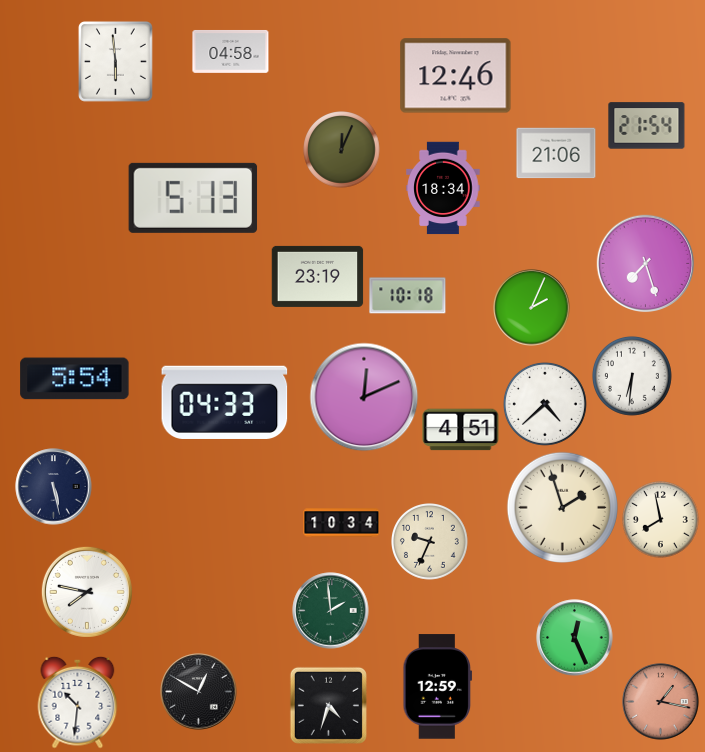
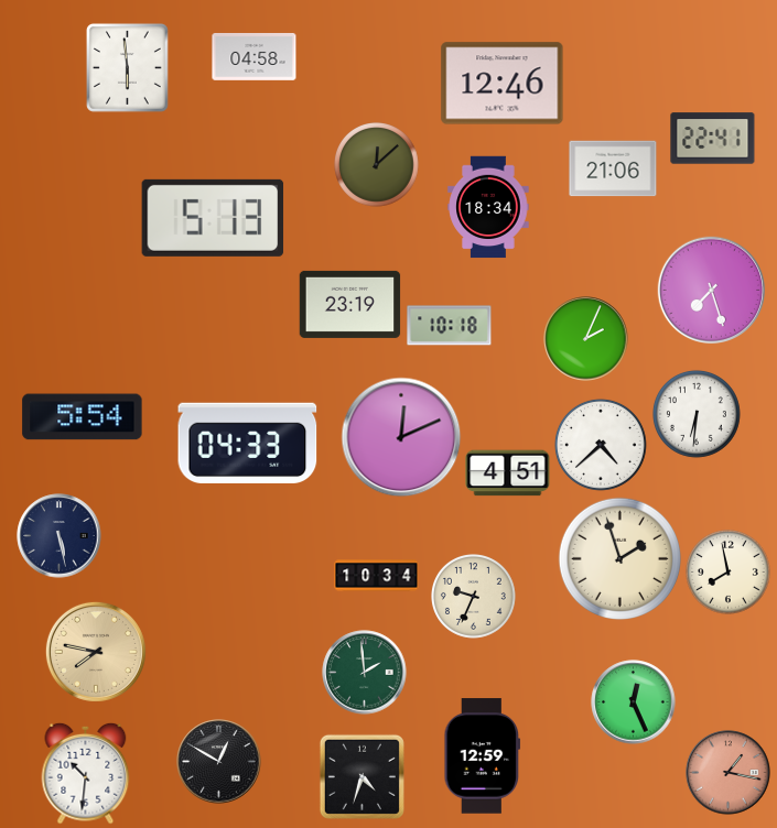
clock at (647, 126): 21:54 -> 22:41
clock at (342, 150): 12:04 -> 12:08
clock at (87, 592) dial: white -> champagne
